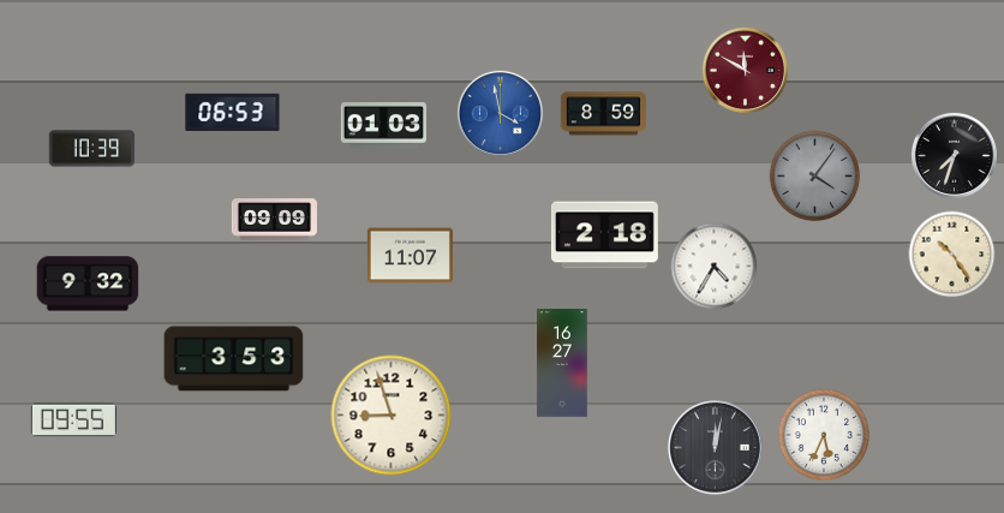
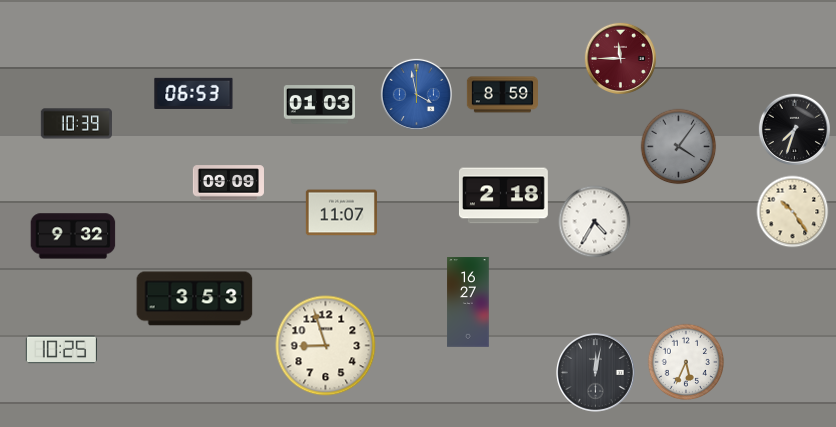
clock at (745, 70): 11:50 -> 11:45
clock at (73, 420): 09:55 -> 10:25
